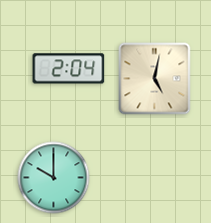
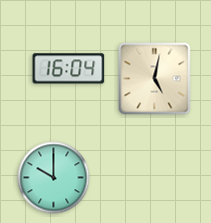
clock at (69, 69): 2:04 -> 16:04
